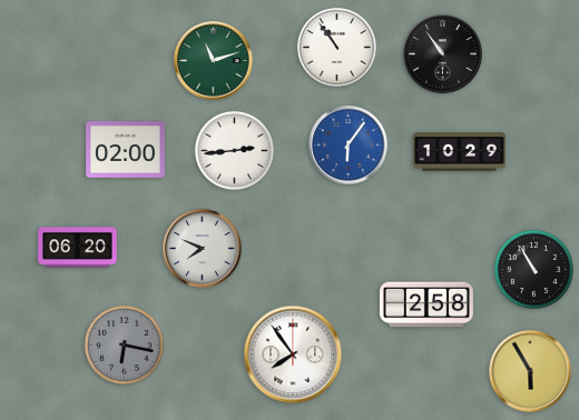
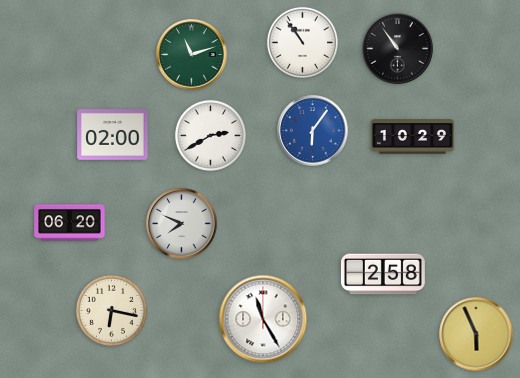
clock at (234, 150): 2:44 -> 2:40
clock at (533, 269): 10:55 -> none
clock at (124, 344) dial: grey -> cream
clock at (293, 354): 7:54 -> 11:25
clock at (530, 371): 5:55 -> 5:56
